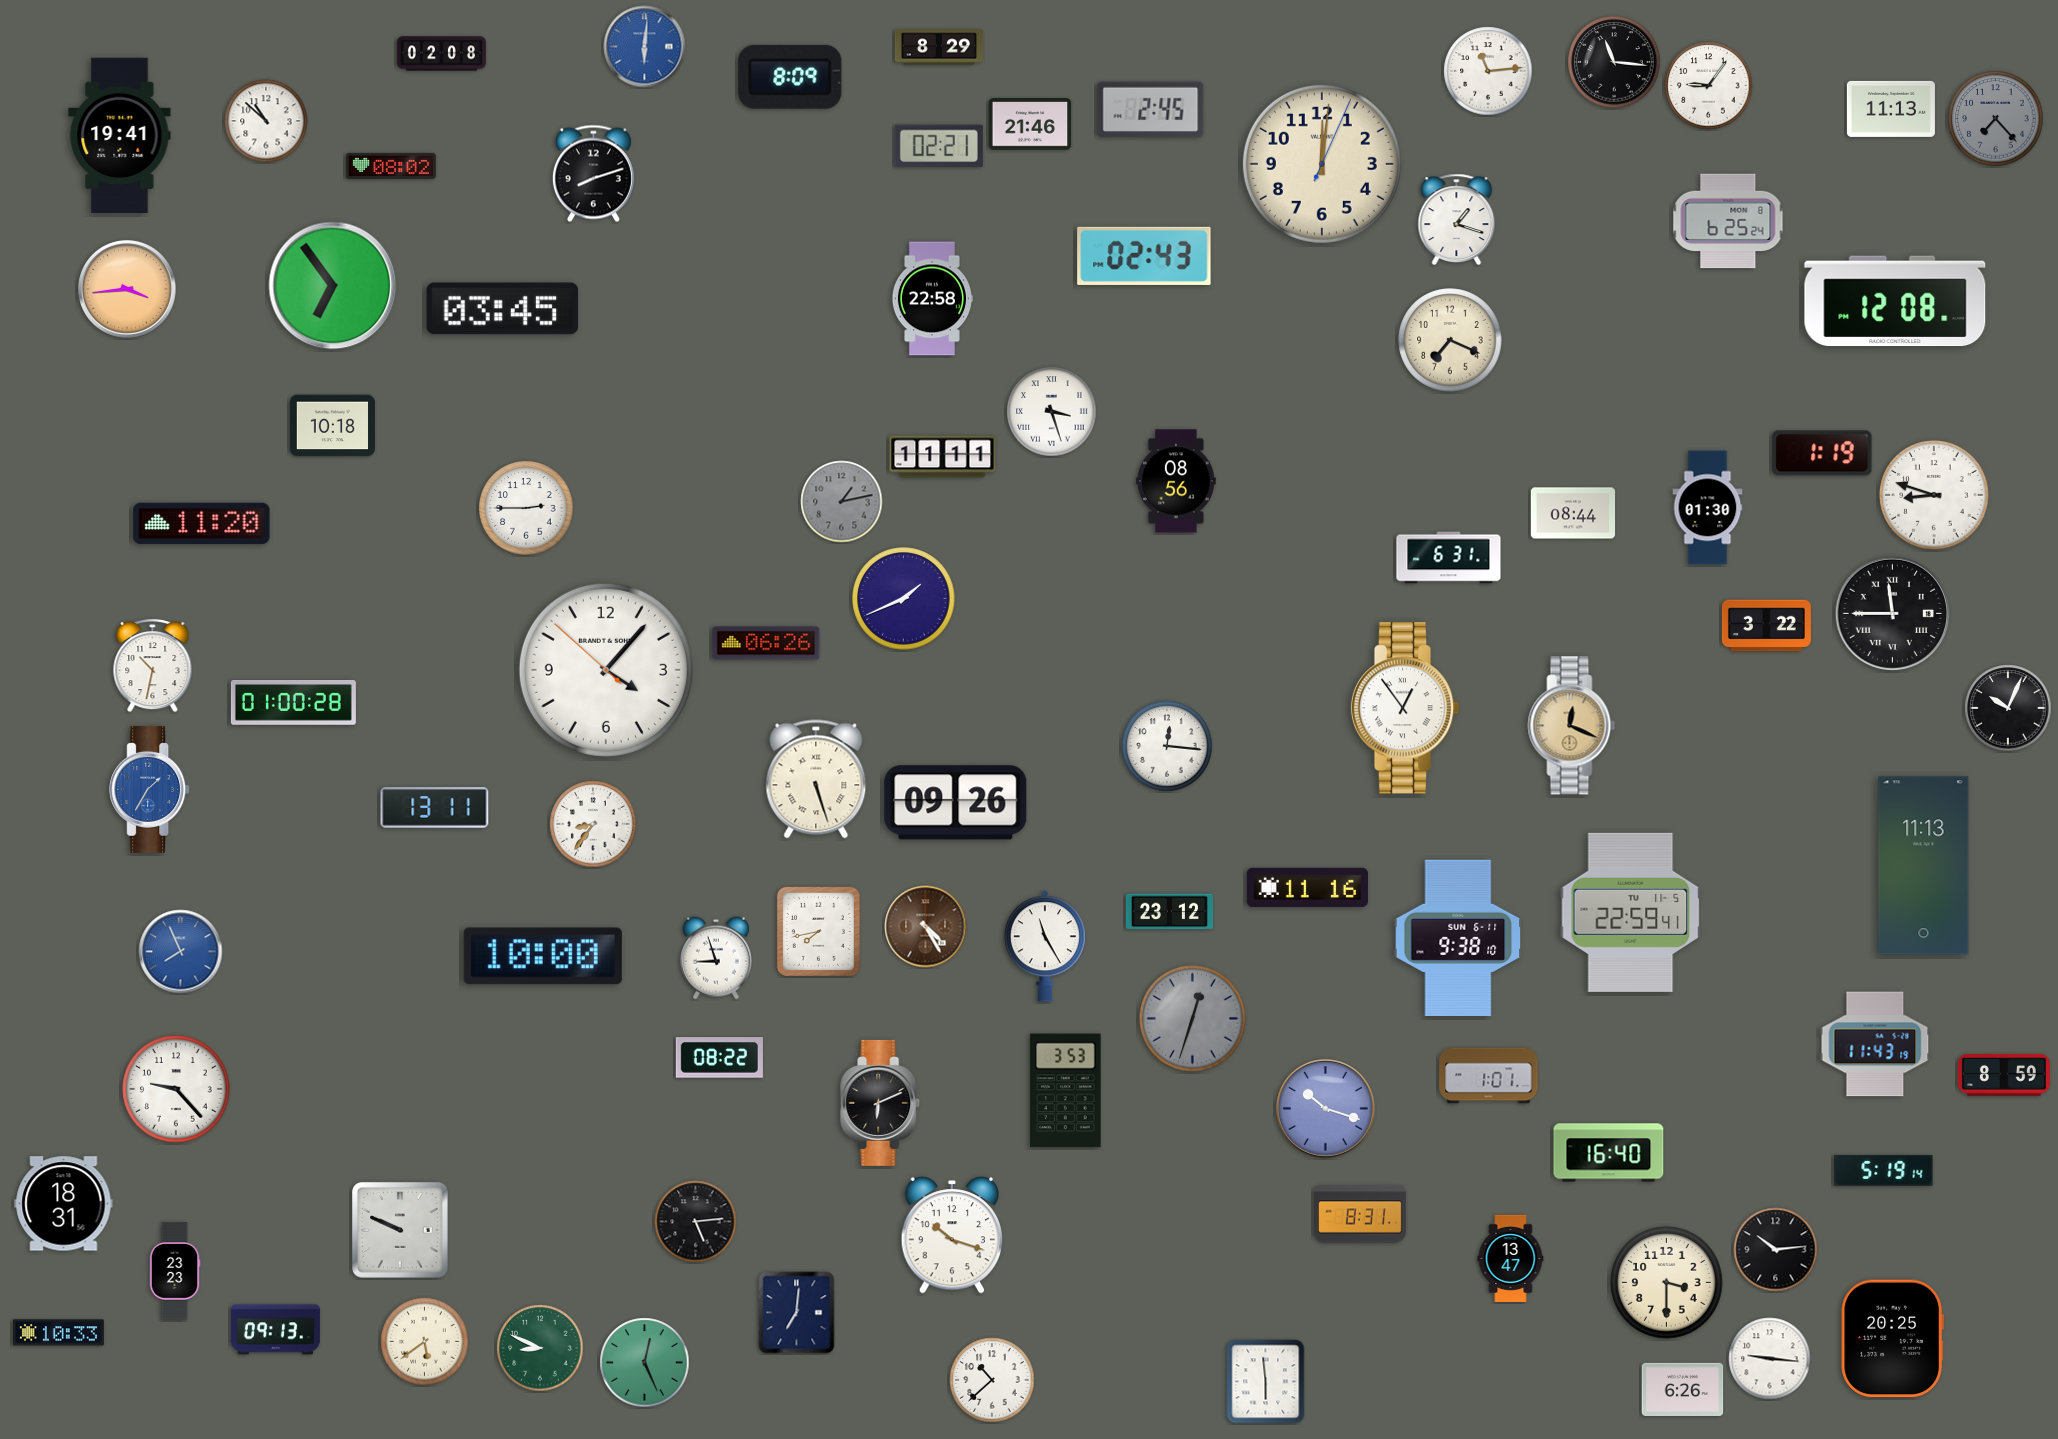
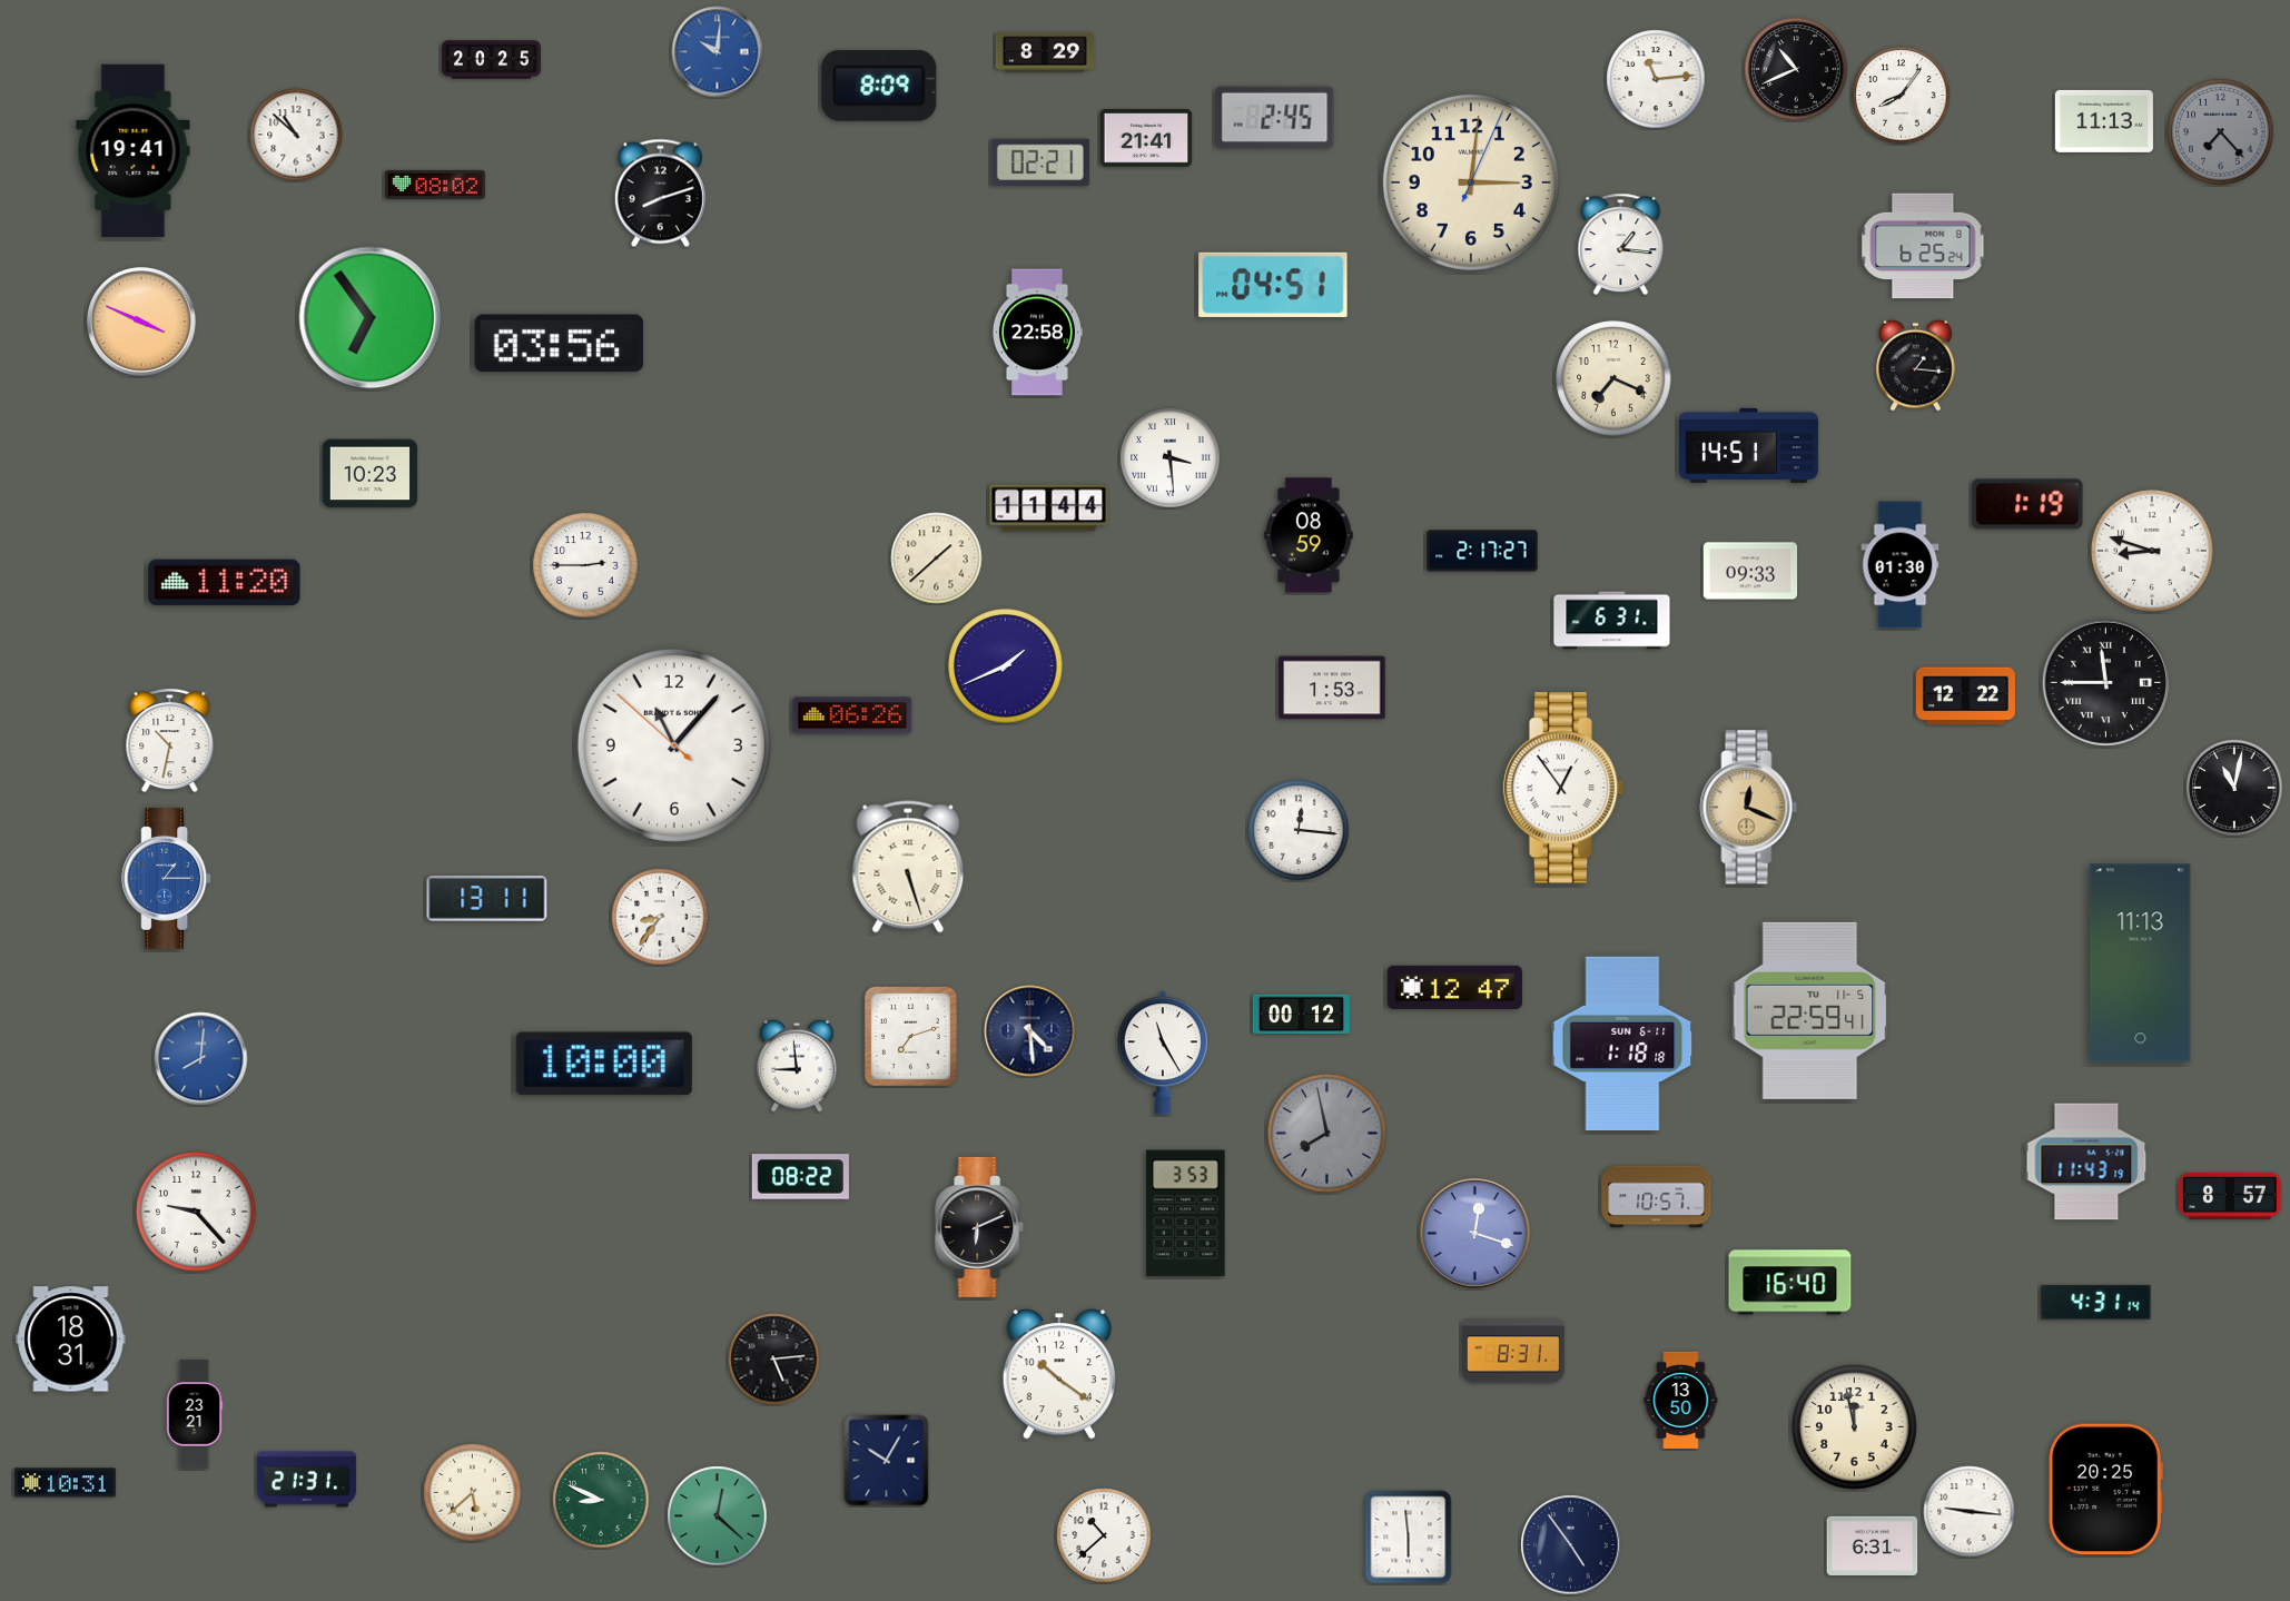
clock at (645, 47): 6:01 -> 10:01
clock at (441, 54): 02:08 -> 20:25
clock at (1614, 62): 11:16 -> 10:41
clock at (1709, 86): 9:06 -> 8:06
clock at (1151, 110) position: (1151, 110) -> (1275, 118)
clock at (1030, 124): 21:46 -> 21:41
clock at (939, 146) position: (939, 146) -> (1040, 162)
clock at (1322, 164): 12:01 -> 3:01
clock at (1457, 220): 1:18 -> 1:16
clock at (1144, 256): 02:43 -> 04:51
clock at (128, 290): 3:44 -> 3:49
clock at (1895, 301): 12:08 -> none
clock at (503, 309): 03:45 -> 03:56
clock at (1916, 365): none -> 1:16
clock at (1748, 445): none -> 14:51
clock at (1052, 412): 3:27 -> 3:29
clock at (332, 426): 10:18 -> 10:23
clock at (943, 457): 11:11 -> 11:44
clock at (1176, 481): 08:56 -> 08:59
clock at (1482, 551): none -> 2:17
clock at (842, 502): 1:13 -> 1:38
clock at (842, 502) dial: grey -> cream
clock at (1573, 513): 08:44 -> 09:33
clock at (1332, 688): none -> 1:53
clock at (1766, 626): 3:22 -> 12:22
clock at (606, 670): 4:06 -> 11:06
clock at (293, 703): 01:00 -> none
clock at (2008, 708): 10:04 -> 11:02
clock at (150, 789): 1:35 -> 1:15
clock at (956, 803): 09:26 -> none
clock at (435, 808) position: (435, 808) -> (487, 899)
clock at (1307, 887): 11:16 -> 12:47
clock at (1169, 912): 23:12 -> 00:12
clock at (1631, 912) position: (1631, 912) -> (1810, 1010)
clock at (926, 927): 4:25 -> 4:29
clock at (926, 927) dial: brown -> navy
clock at (818, 931): 7:43 -> 7:12
clock at (1458, 938): 9:38 -> 1:18
clock at (181, 952): 7:56 -> 8:01
clock at (716, 958): 8:57 -> 8:59
clock at (1193, 1019): 12:33 -> 7:58
clock at (2004, 1075): 8:59 -> 8:57
clock at (1489, 1076): 1:01 -> 10:57
clock at (1326, 1109): 10:18 -> 12:18
clock at (1884, 1170): 5:19 -> 4:31
clock at (400, 1230): 9:49 -> none
clock at (952, 1235): 10:18 -> 10:21
clock at (1776, 1250): 10:14 -> none
clock at (1511, 1258): 13:47 -> 13:50
clock at (175, 1271): 23:23 -> 23:21
clock at (1667, 1283): 3:30 -> 11:58
clock at (797, 1313): 7:01 -> 10:05
clock at (275, 1330): 09:13 -> 21:31
clock at (58, 1333): 10:33 -> 10:31
clock at (425, 1342): 5:39 -> 5:38
clock at (645, 1363): 12:26 -> 12:22
clock at (1571, 1545): none -> 4:54
clock at (1683, 1389): 6:26 -> 6:31
